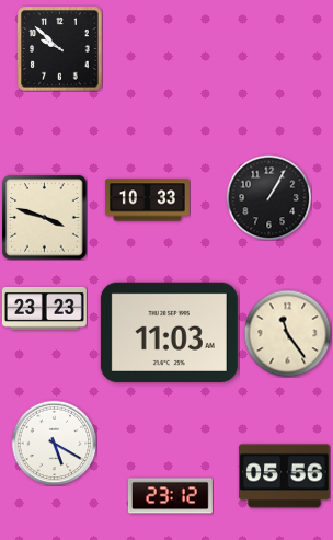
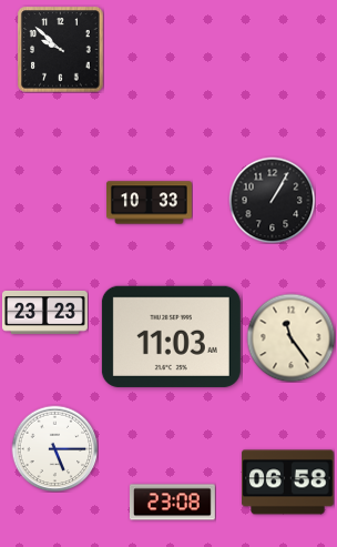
clock at (44, 217): 3:48 -> none
clock at (54, 443): 5:20 -> 5:15
clock at (285, 476): 05:56 -> 06:58
clock at (170, 496): 23:12 -> 23:08
